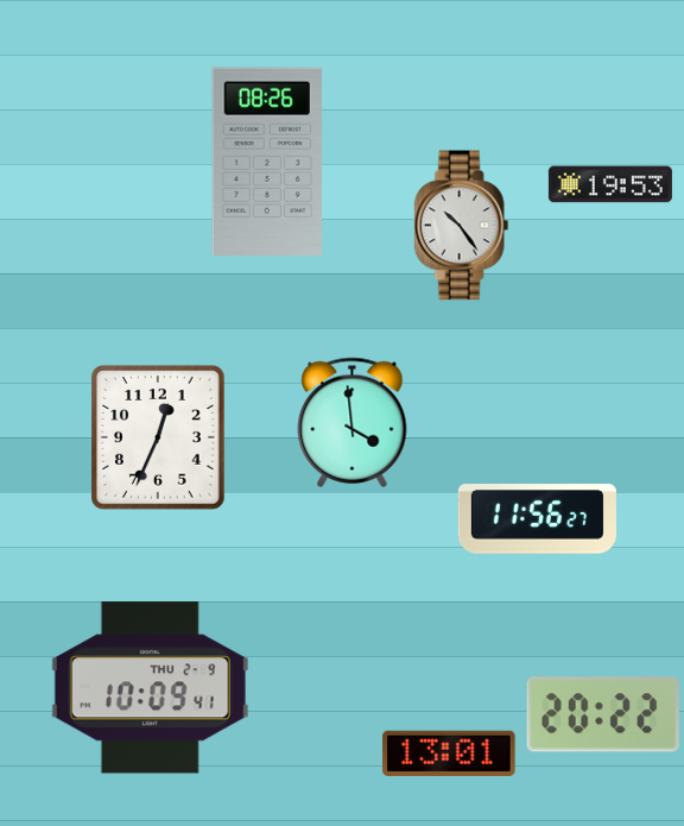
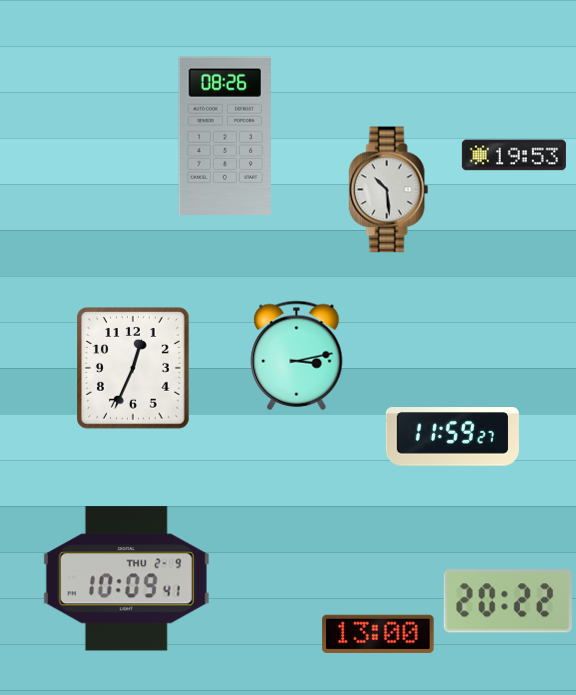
clock at (462, 226): 10:24 -> 10:29
clock at (353, 422): 3:59 -> 3:13
clock at (537, 519): 11:56 -> 11:59
clock at (449, 754): 13:01 -> 13:00
